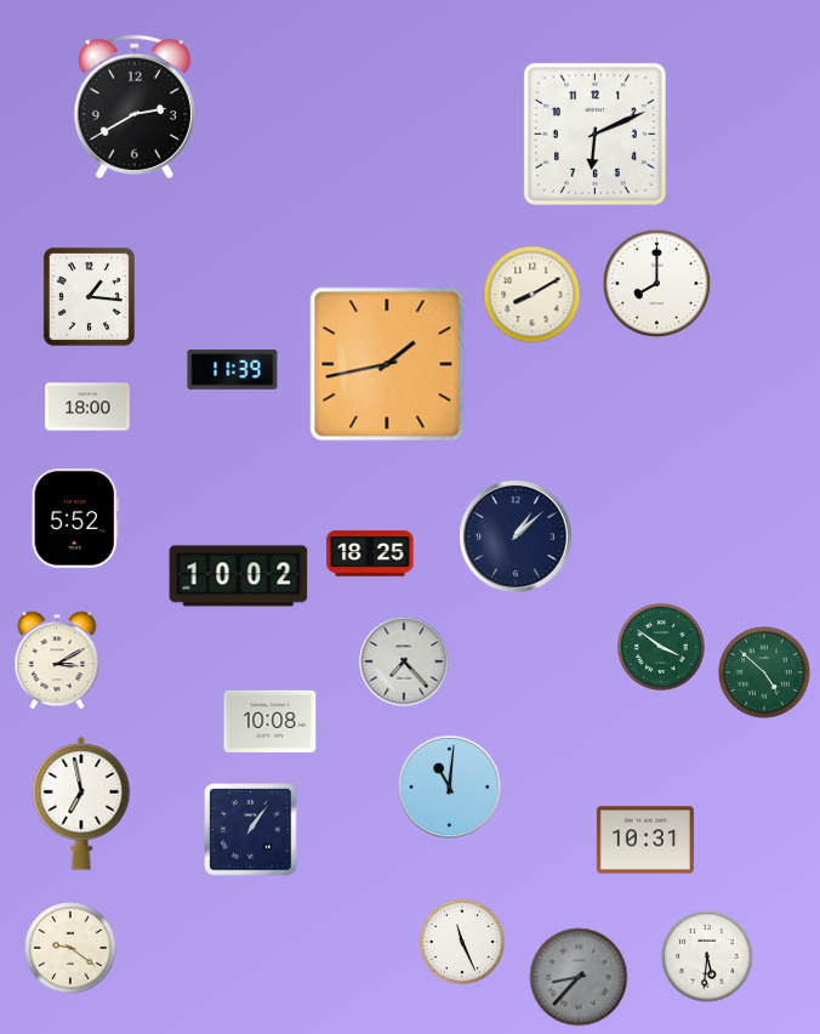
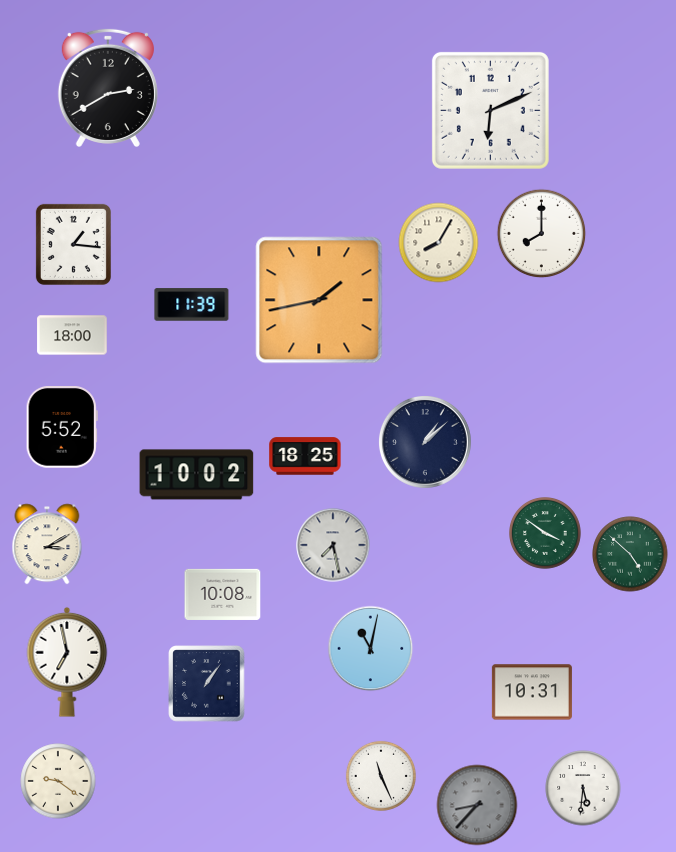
clock at (135, 106) position: (135, 106) -> (108, 87)
clock at (533, 295): 8:10 -> 8:05
clock at (404, 661): 7:23 -> 7:28
clock at (450, 788): 11:01 -> 11:02
